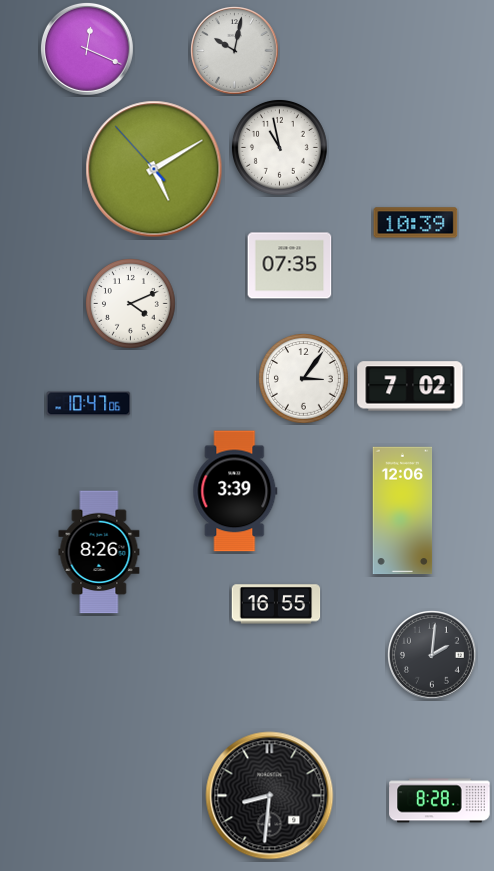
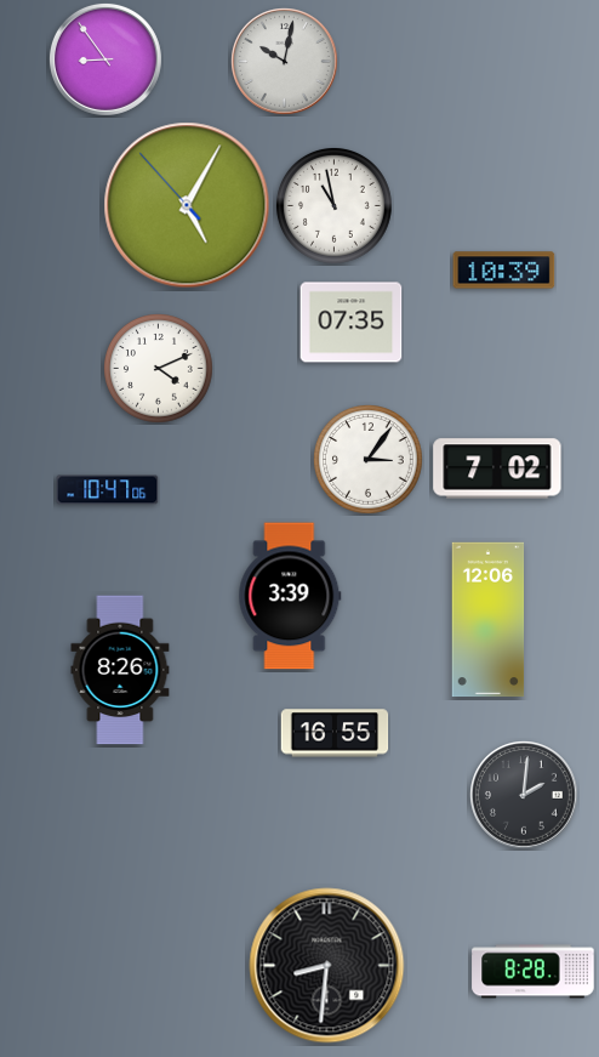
clock at (87, 49): 12:19 -> 8:54
clock at (279, 147) position: (279, 147) -> (333, 205)
clock at (154, 169): 5:09 -> 5:04
clock at (235, 491) position: (235, 491) -> (290, 596)
